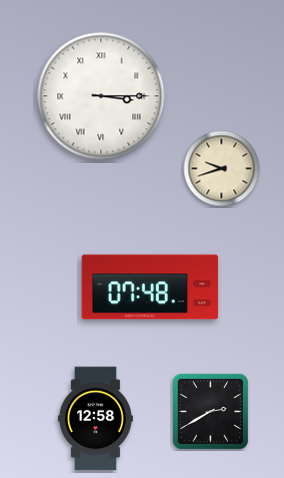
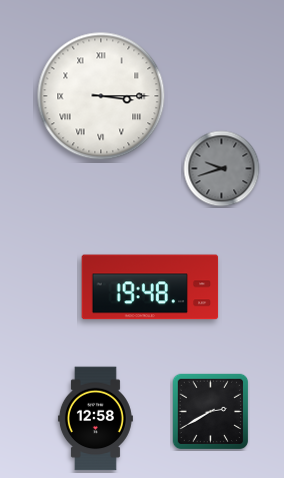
clock at (222, 169) dial: cream -> grey
clock at (150, 287): 07:48 -> 19:48
